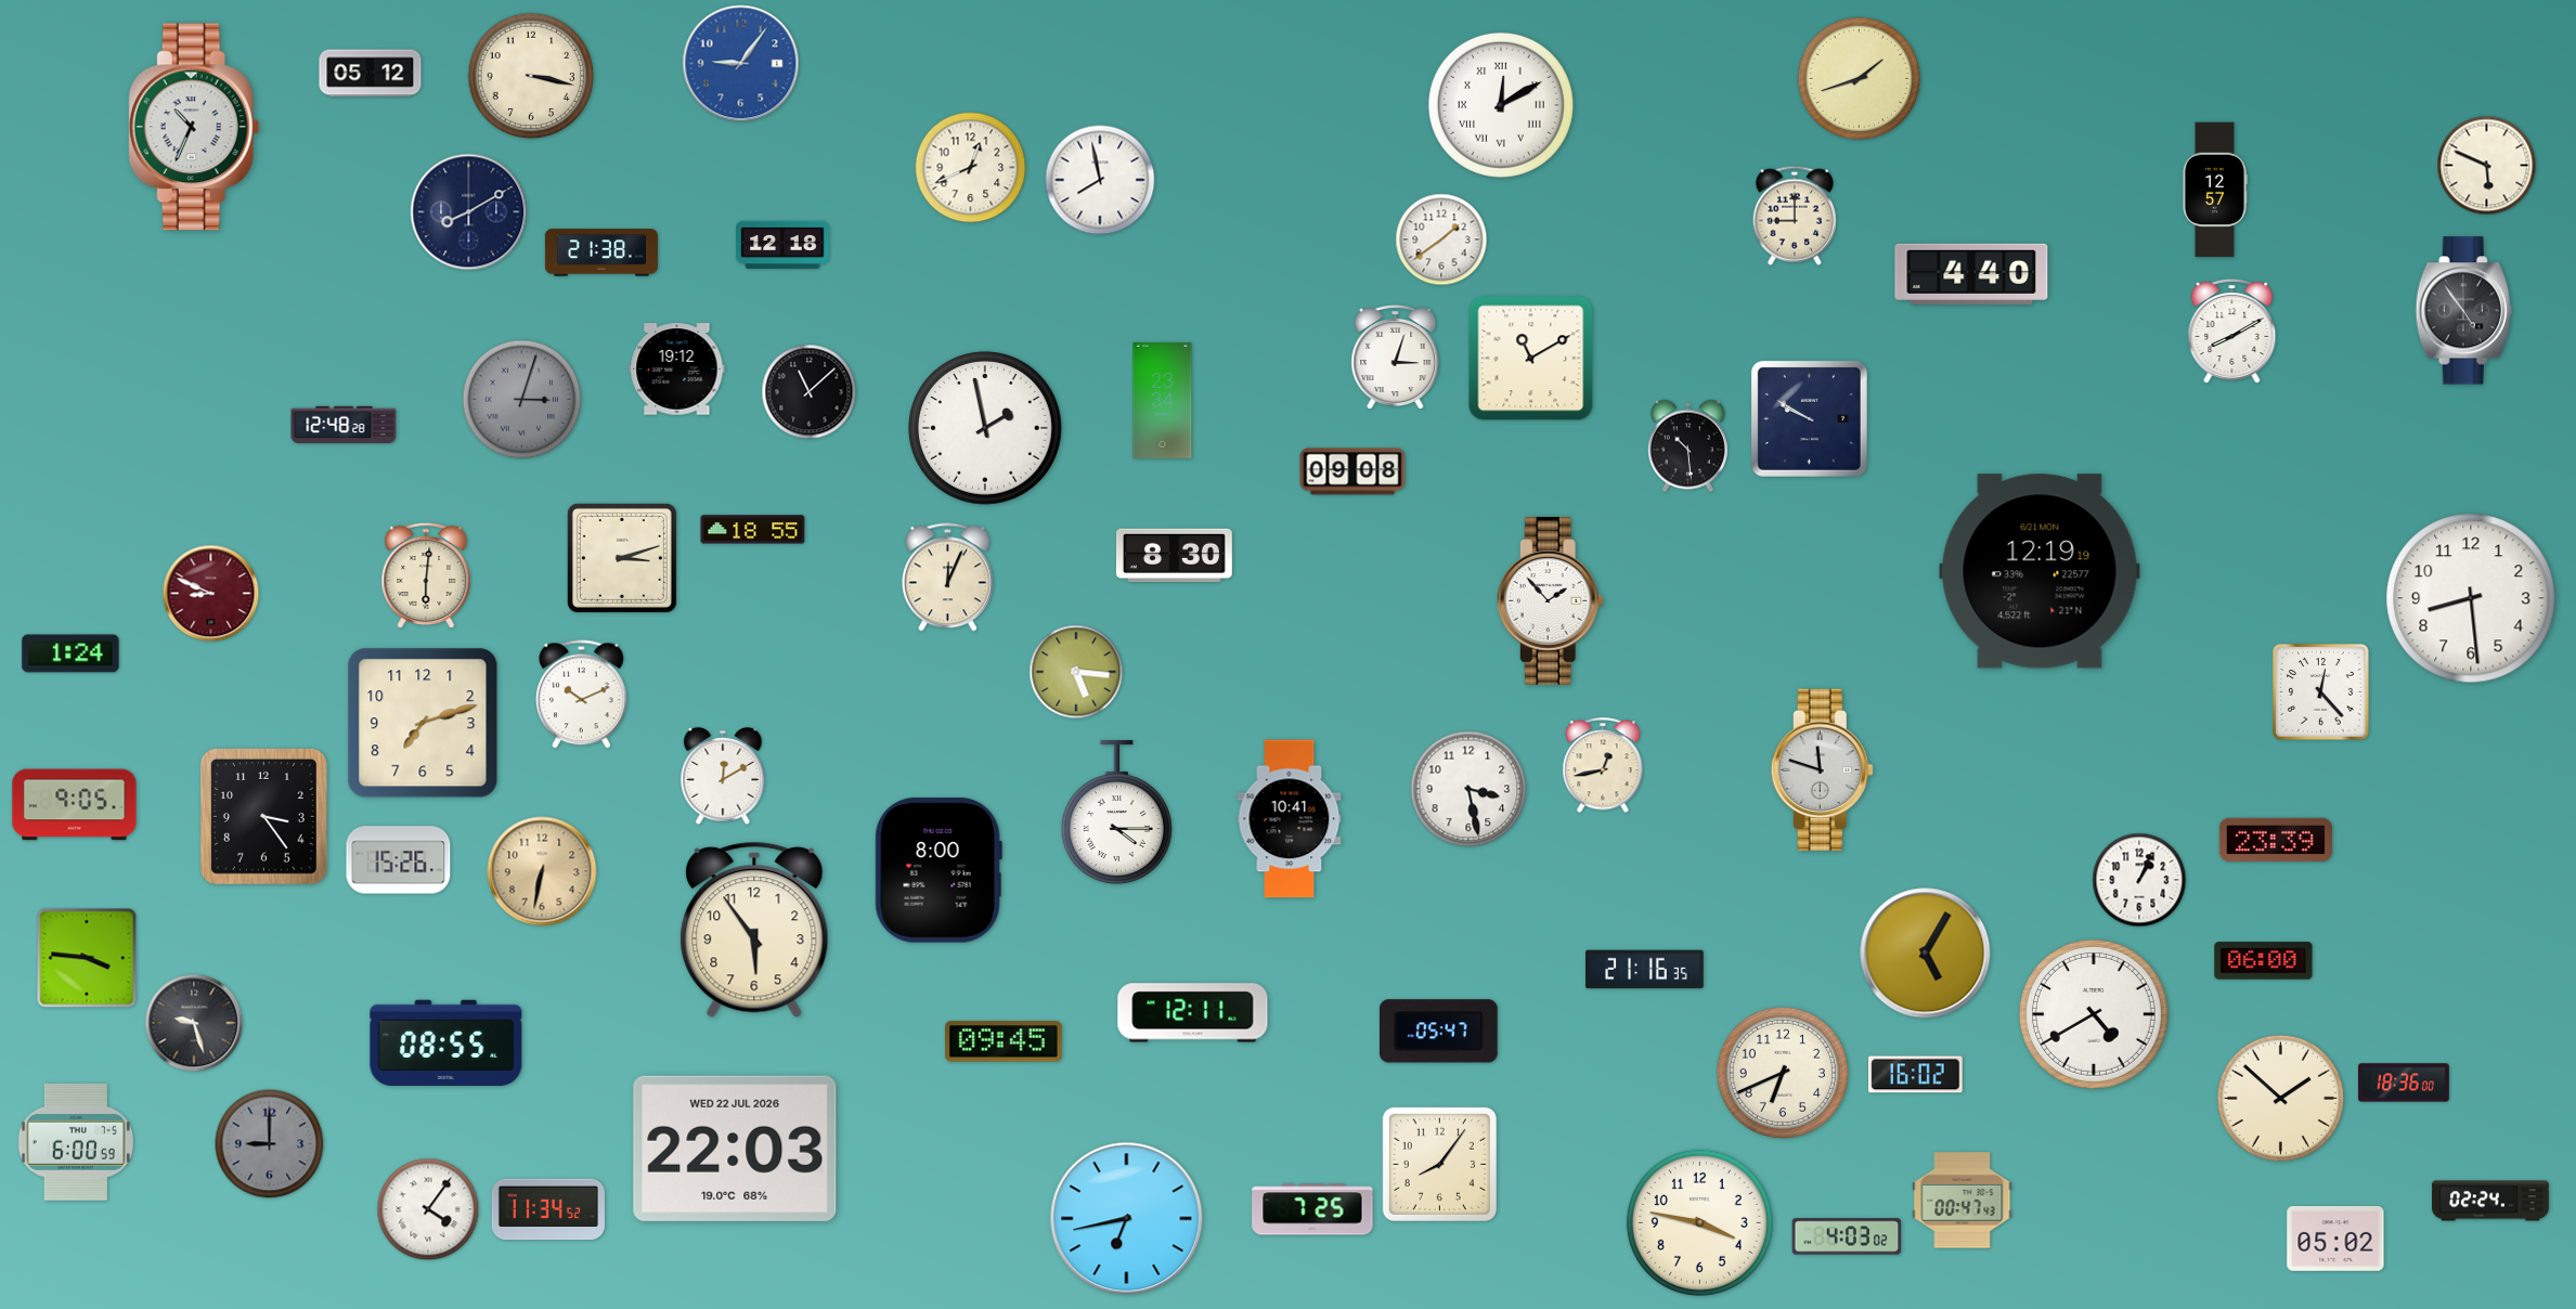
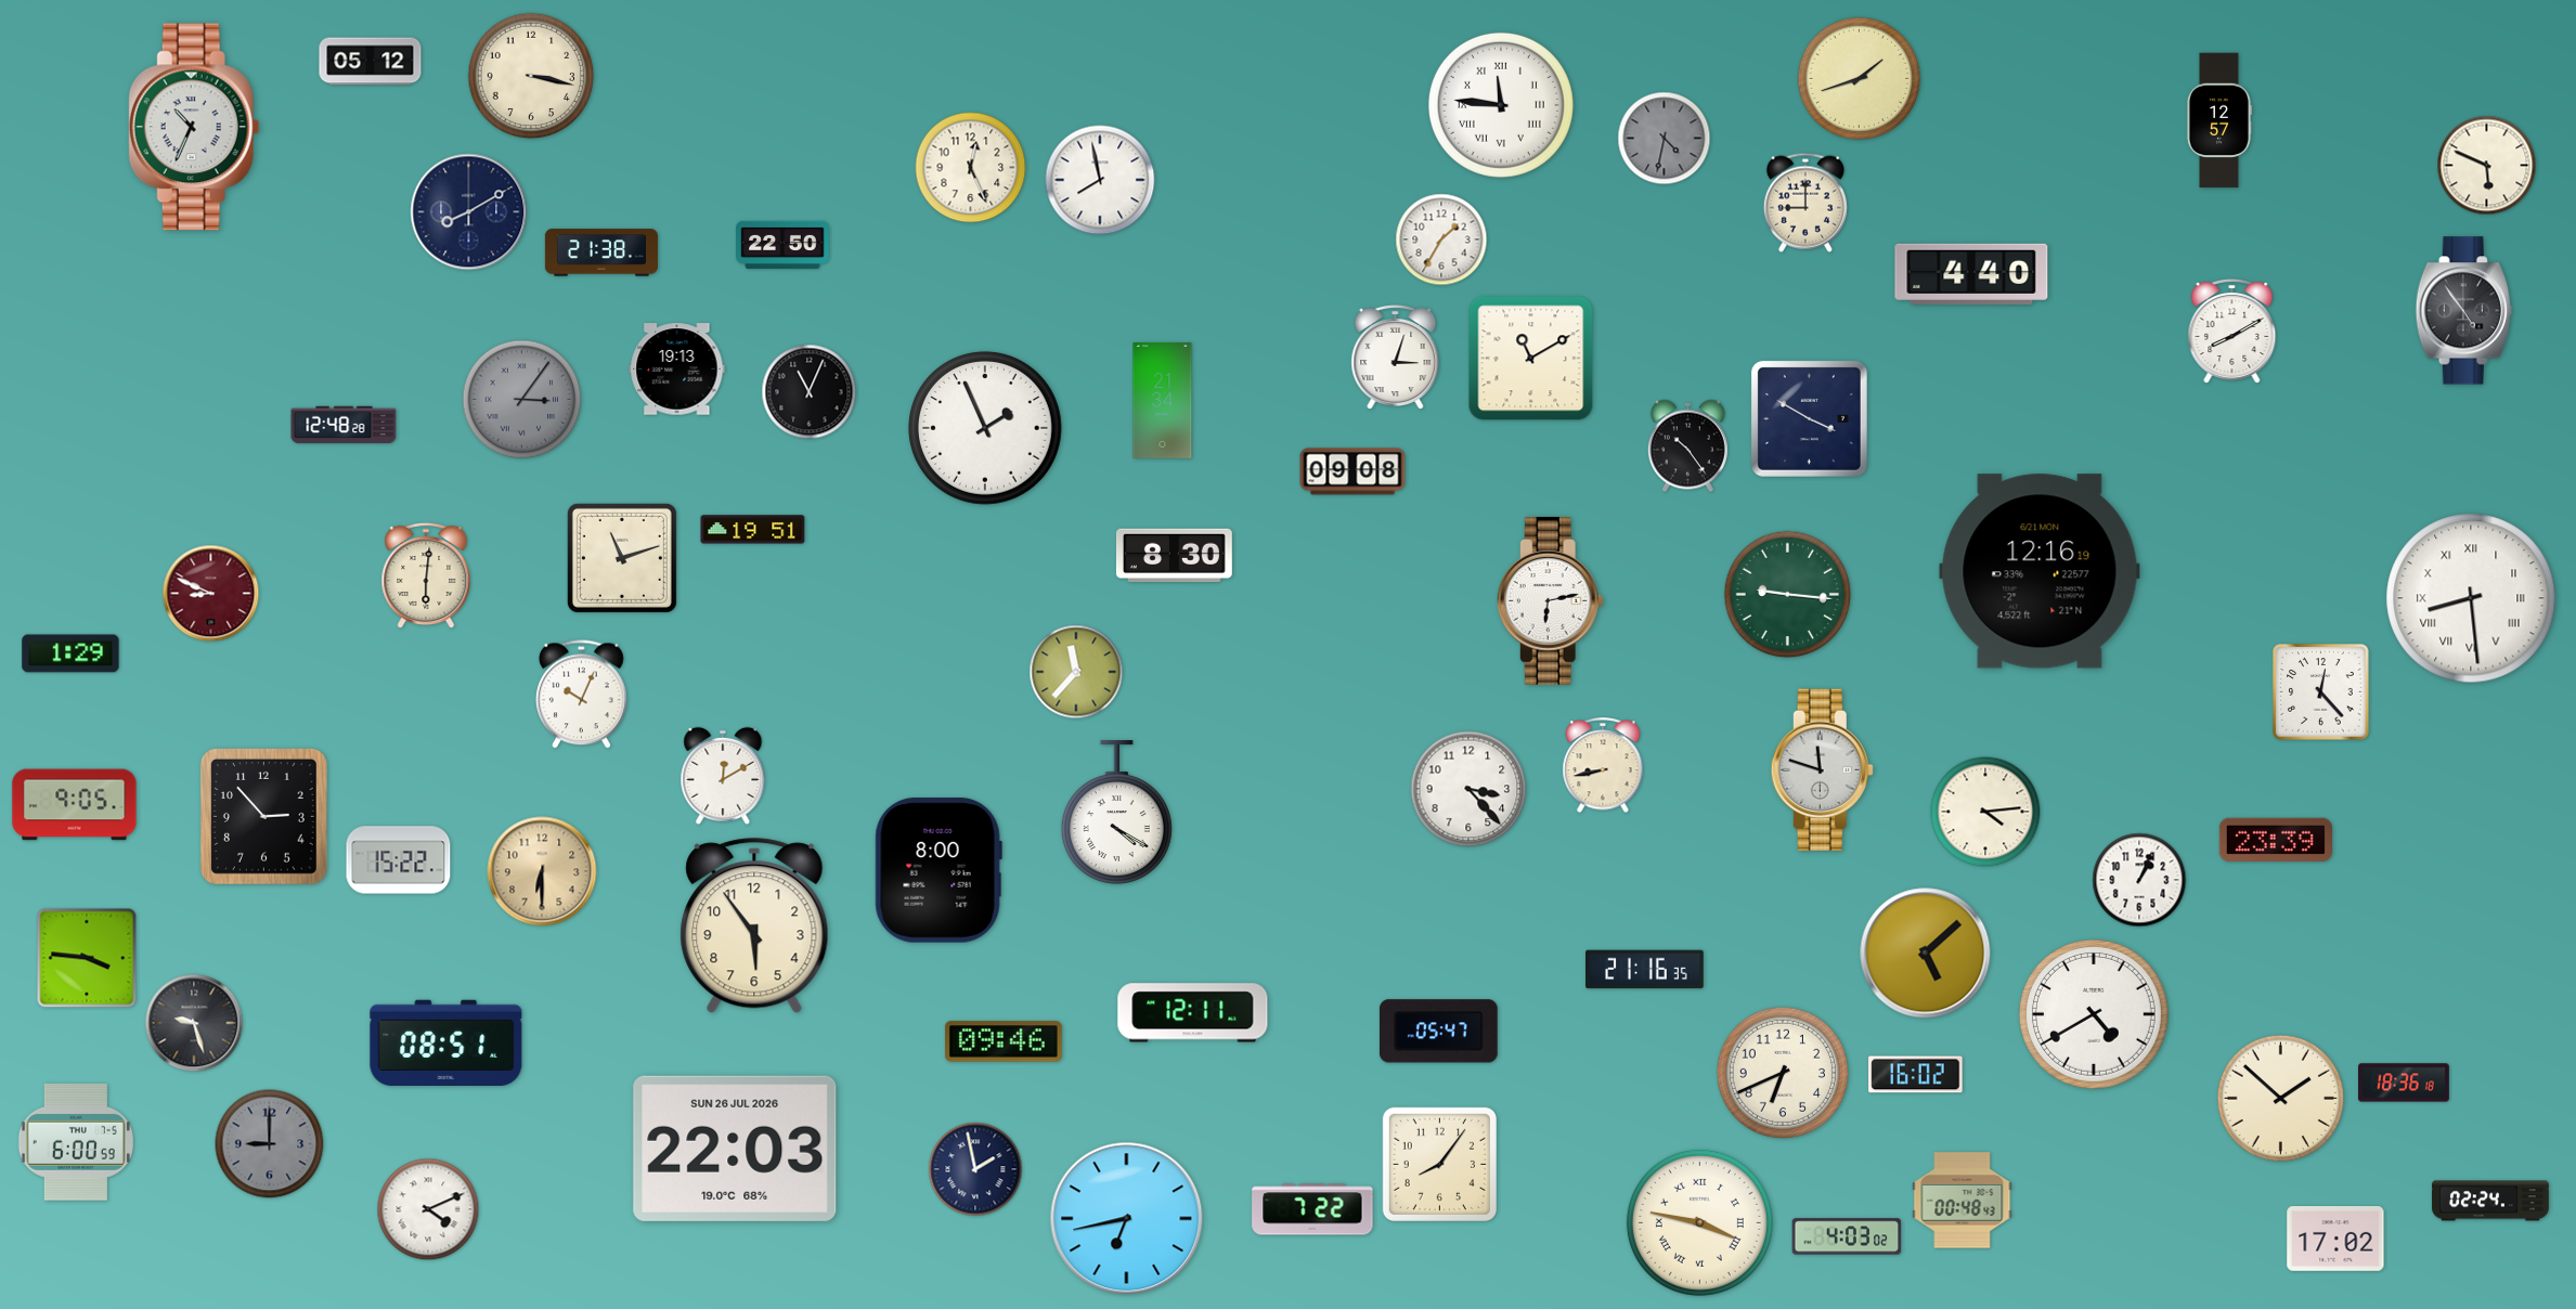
clock at (741, 64): 9:06 -> none
clock at (371, 74) position: (371, 74) -> (371, 62)
clock at (1501, 105): 12:10 -> 11:46
clock at (1665, 139): none -> 4:32
clock at (971, 168): 12:41 -> 12:26
clock at (2214, 190) position: (2214, 190) -> (2218, 120)
clock at (1795, 216) position: (1795, 216) -> (1805, 203)
clock at (1441, 239): 1:39 -> 1:35
clock at (782, 245): 12:18 -> 22:50
clock at (677, 370): 19:12 -> 19:13
clock at (810, 392): 11:08 -> 11:04
clock at (522, 400): 3:03 -> 3:06
clock at (1163, 400): 23:34 -> 21:34
clock at (1809, 418): 9:50 -> 3:50
clock at (985, 428): 1:58 -> 1:56
clock at (1687, 446): 10:29 -> 10:24
clock at (753, 530): 18:55 -> 19:51
clock at (622, 558): 3:12 -> 11:12
clock at (2040, 571): 12:19 -> 12:16
clock at (947, 578): 12:04 -> none
clock at (1788, 595): none -> 9:16
clock at (2471, 598) numerals: Arabic -> Roman
clock at (1550, 600): 1:53 -> 6:13
clock at (70, 653): 1:24 -> 1:29
clock at (1076, 672): 5:16 -> 11:37
clock at (581, 695): 10:11 -> 10:04
clock at (423, 723): 7:12 -> none
clock at (1603, 766): 12:43 -> 8:43
clock at (1468, 789): 3:28 -> 3:23
clock at (1985, 812): none -> 4:14
clock at (1116, 813): 4:15 -> 4:20
clock at (263, 816): 3:24 -> 2:53
clock at (1290, 819): 10:41 -> none
clock at (399, 860): 15:26 -> 15:22
clock at (542, 871): 6:32 -> 6:30
clock at (754, 930) position: (754, 930) -> (754, 925)
clock at (1926, 954): 5:05 -> 5:08
clock at (2264, 961): 06:00 -> none
clock at (1004, 1041): 09:45 -> 09:46
clock at (446, 1042): 08:55 -> 08:51
clock at (2405, 1083): 18:36:00 -> 18:36:18
clock at (735, 1149) date: WED 22 JUL 2026 -> SUN 26 JUL 2026
clock at (975, 1169): none -> 1:58
clock at (1963, 1201): 00:47 -> 00:48
clock at (428, 1209): 4:06 -> 4:11
clock at (548, 1209): 11:34 -> none
clock at (1312, 1209): 7:25 -> 7:22
clock at (1699, 1222) numerals: Arabic -> Roman
clock at (2335, 1240): 05:02 -> 17:02
